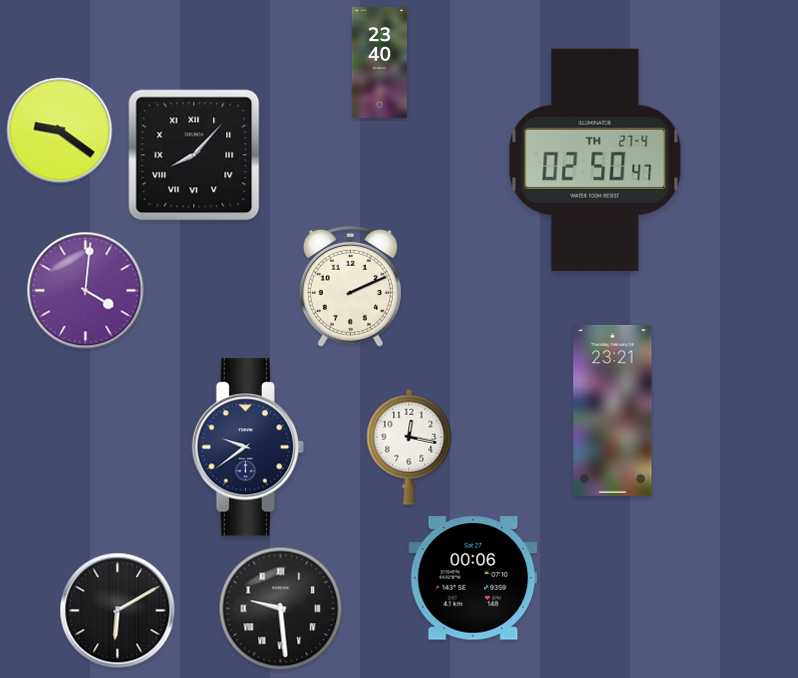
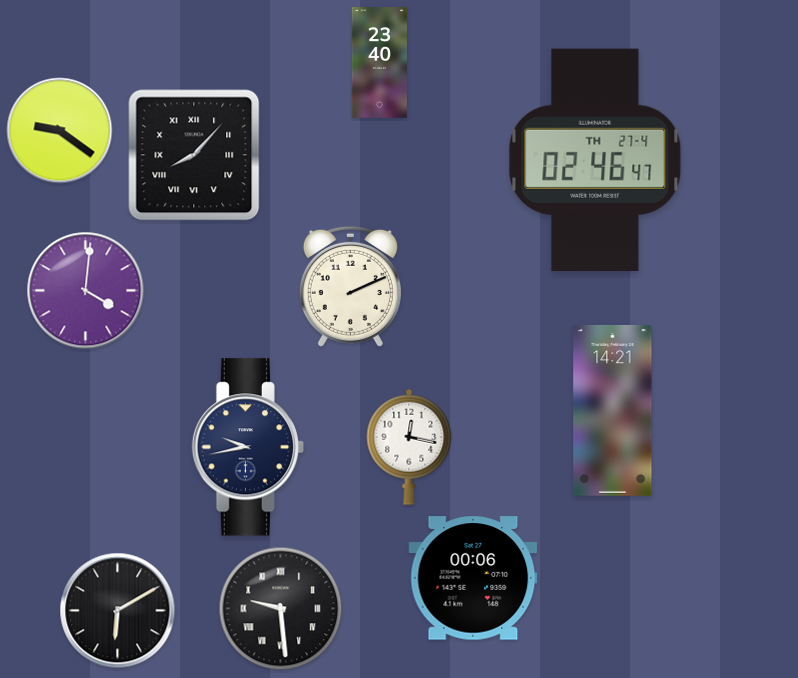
clock at (595, 160): 02:50 -> 02:46
clock at (613, 410): 23:21 -> 14:21
clock at (248, 447): 9:39 -> 9:43
